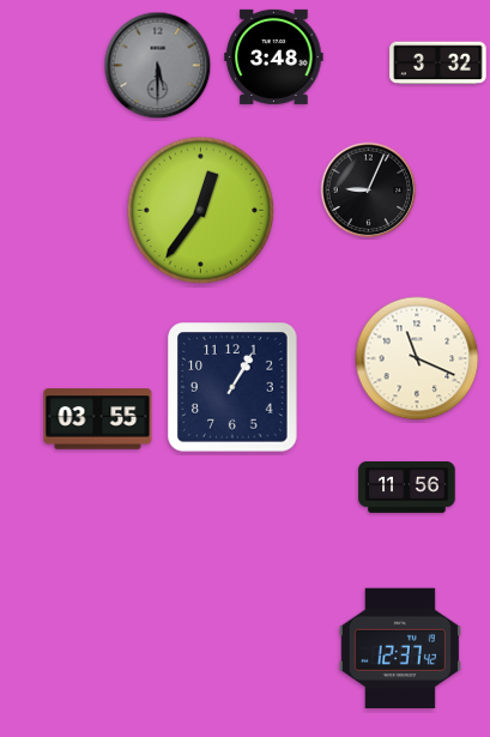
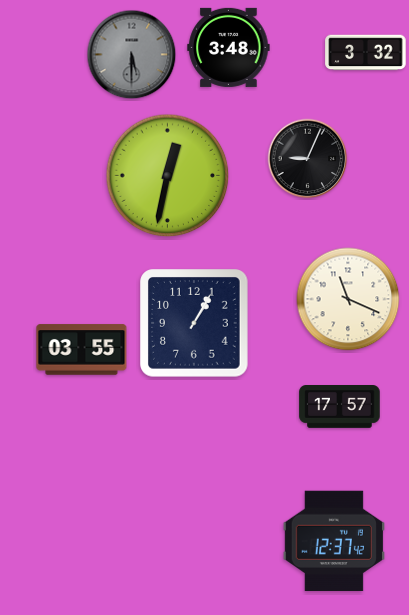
clock at (201, 211): 12:36 -> 12:32
clock at (407, 488): 11:56 -> 17:57
